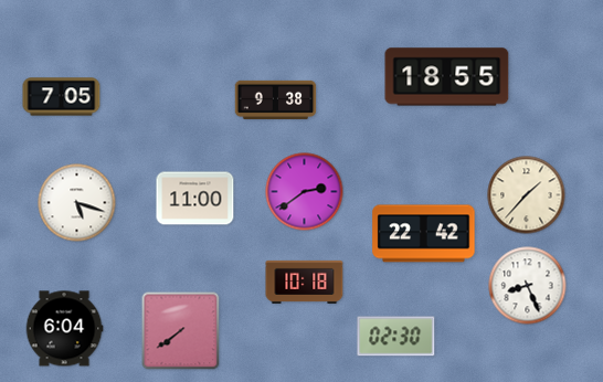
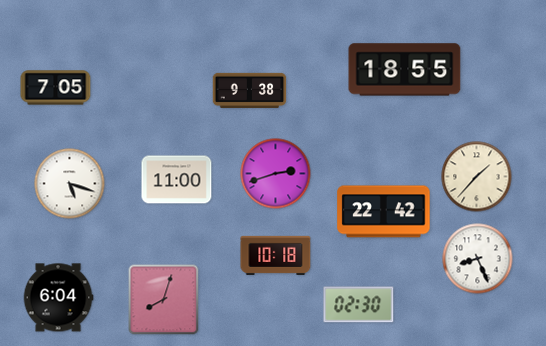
clock at (305, 192): 2:39 -> 2:42
clock at (181, 331): 7:39 -> 8:03
